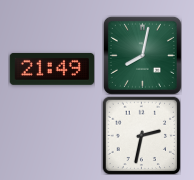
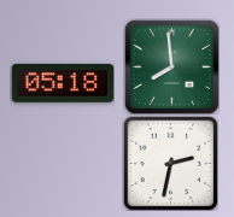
clock at (142, 55): 8:02 -> 7:59
clock at (52, 69): 21:49 -> 05:18
